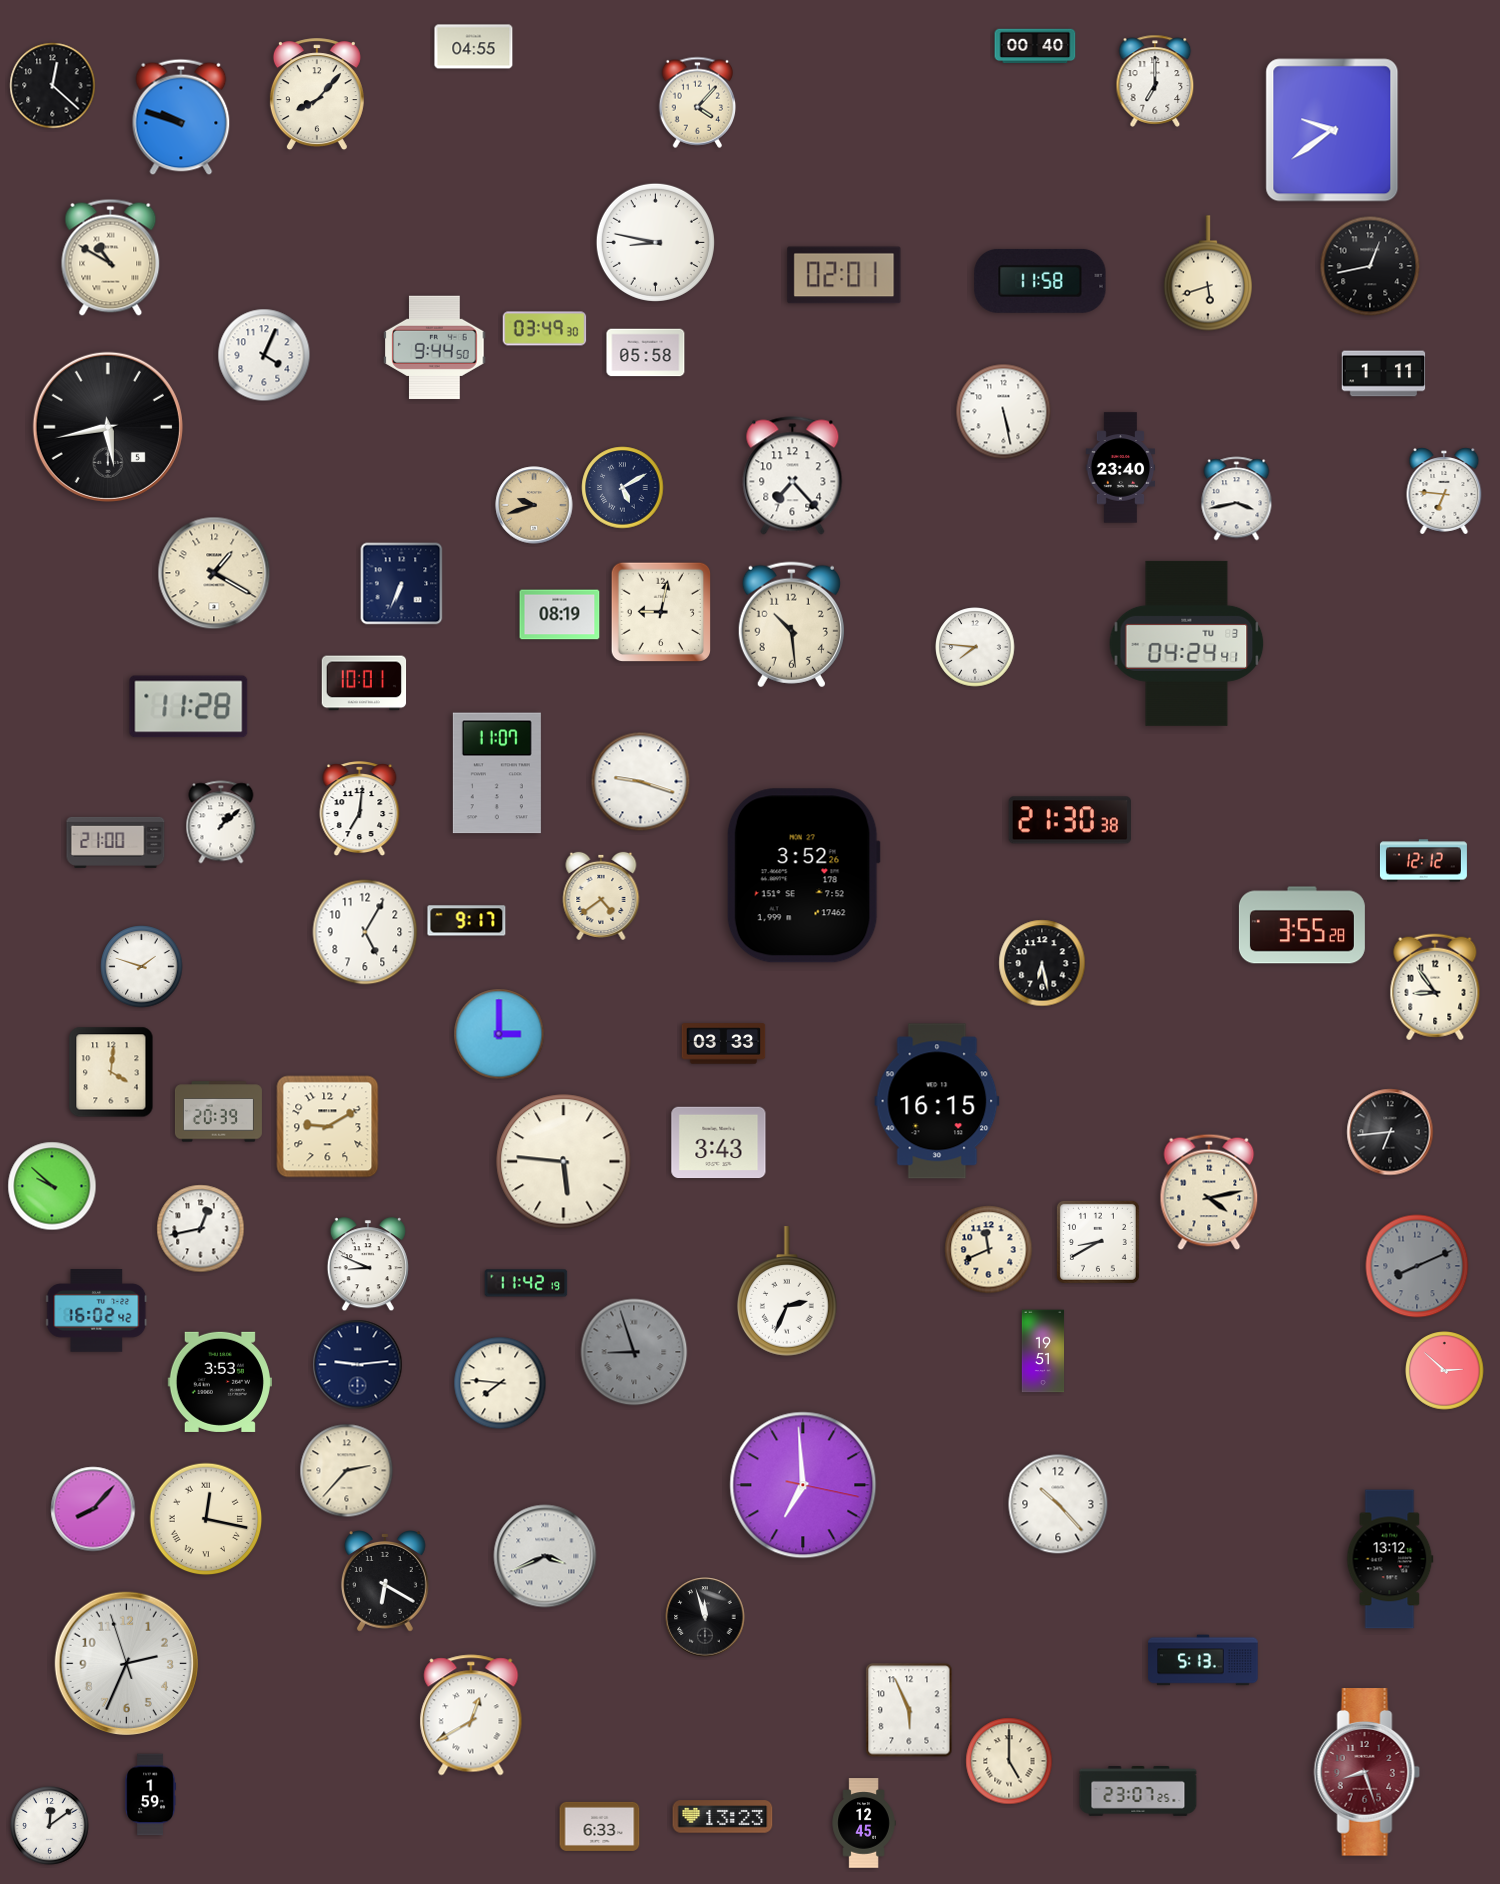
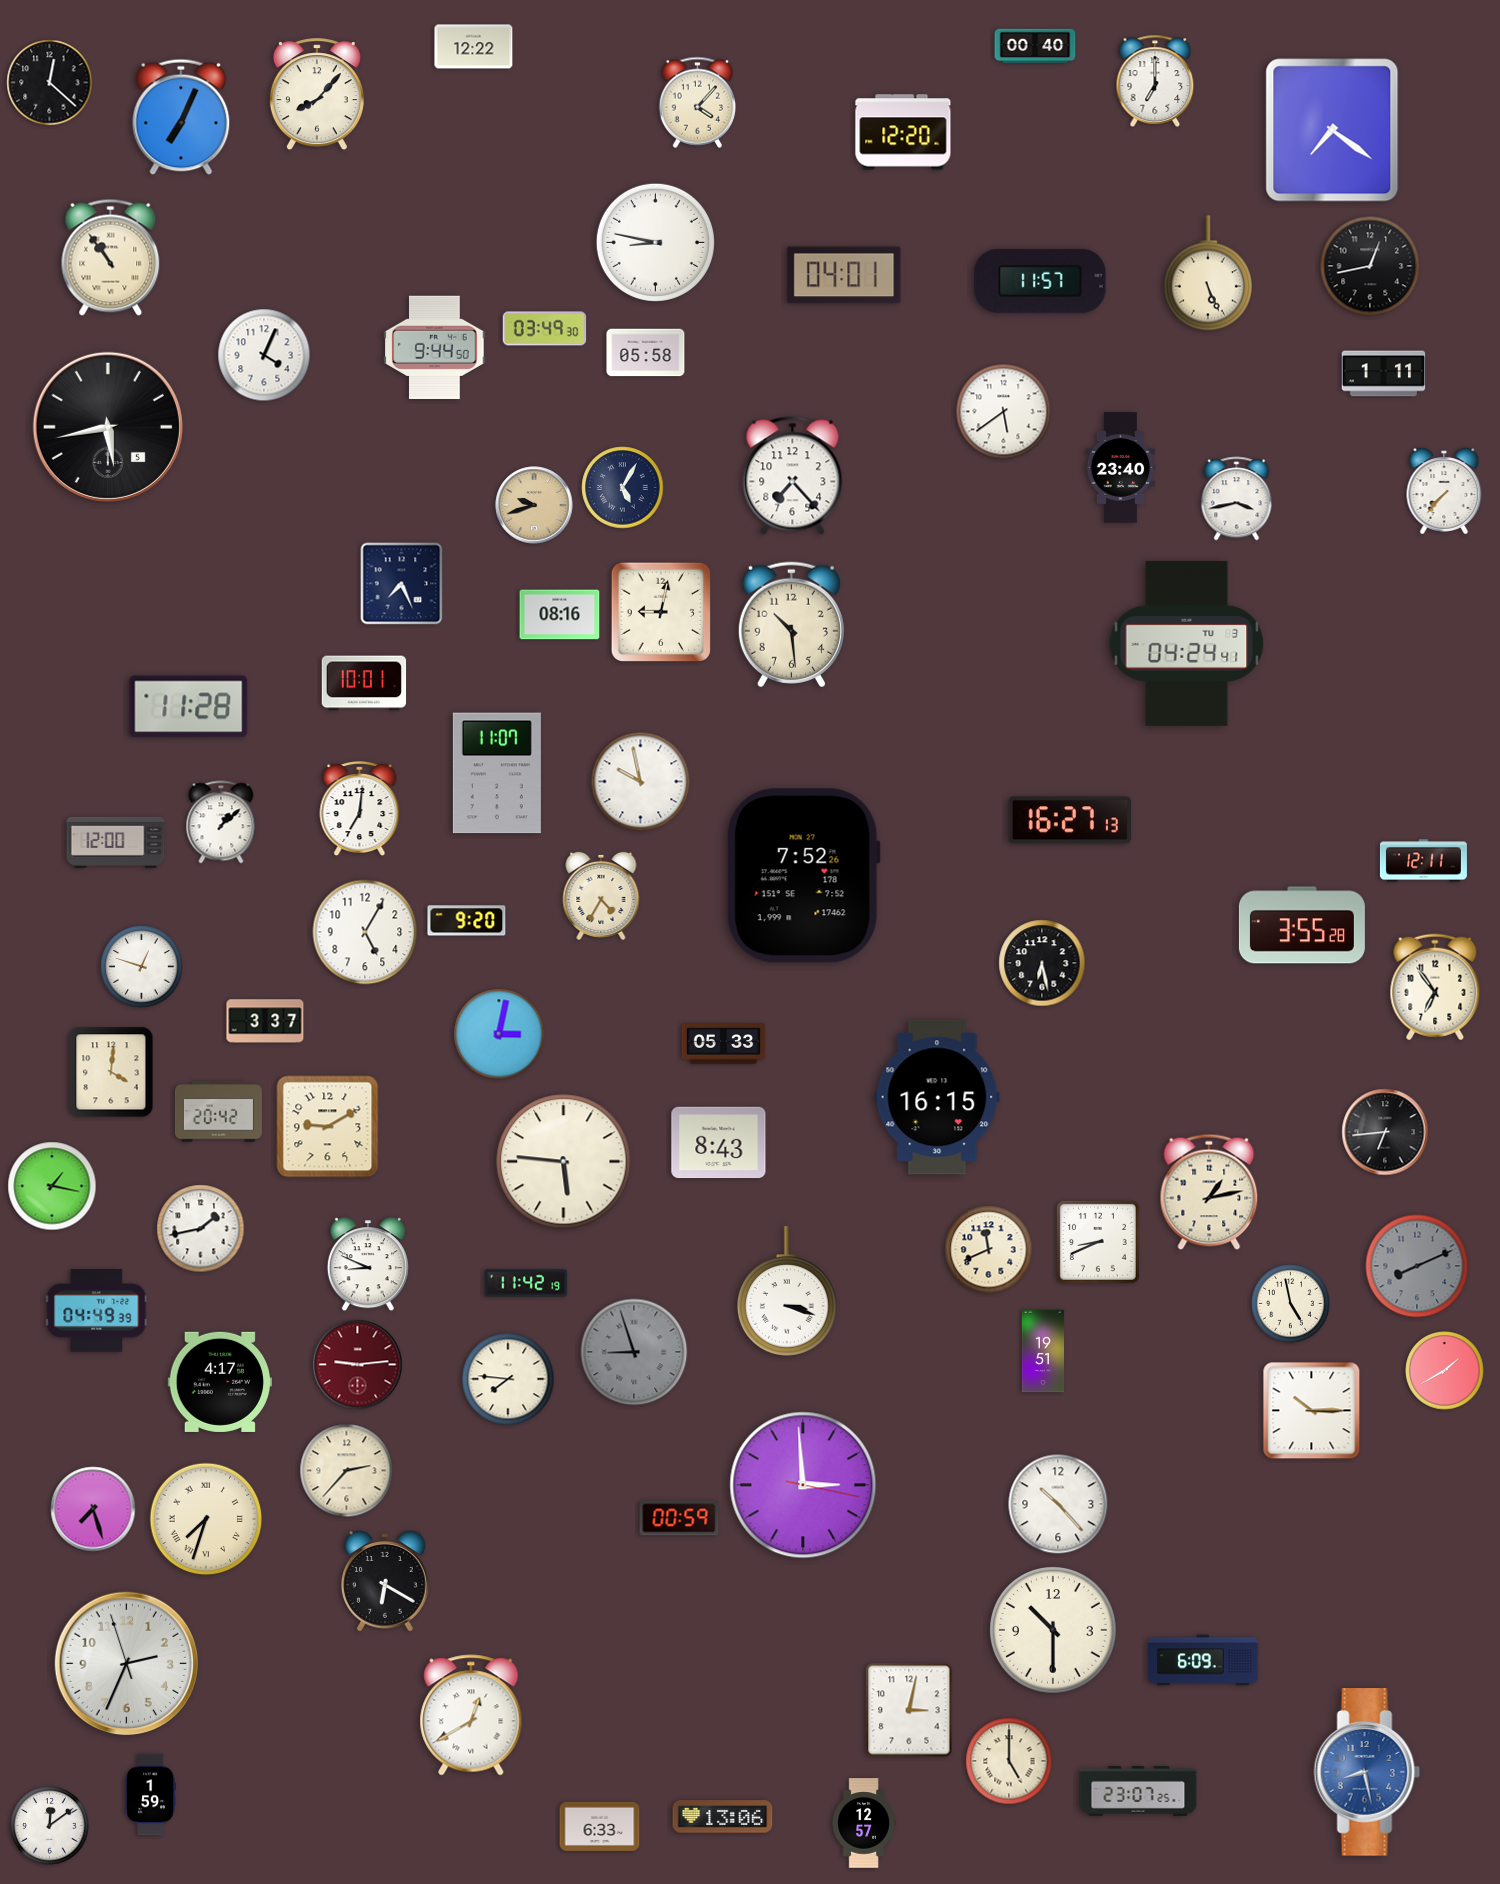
clock at (474, 47): 04:55 -> 12:22
clock at (53, 86) position: (53, 86) -> (50, 83)
clock at (181, 117): 9:48 -> 7:04
clock at (1332, 130): 9:39 -> 7:21
clock at (903, 132): none -> 12:20
clock at (111, 257): 10:50 -> 10:54
clock at (1208, 273): 5:42 -> 5:26
clock at (844, 275): 02:01 -> 04:01
clock at (1040, 281): 11:58 -> 11:57
clock at (1004, 412): 5:28 -> 5:39
clock at (623, 488): 5:10 -> 5:05
clock at (1444, 491): 6:46 -> 7:37
clock at (214, 573): 1:20 -> none
clock at (402, 584): 6:34 -> 7:26
clock at (560, 615): 08:19 -> 08:16
clock at (975, 647): 7:46 -> none
clock at (641, 782): 9:18 -> 9:58
clock at (1070, 820): 21:30 -> 16:27
clock at (116, 842): 21:00 -> 12:00
clock at (1423, 861): 12:12 -> 12:11
clock at (803, 876): 3:52 -> 7:52
clock at (601, 896): 4:39 -> 4:35
clock at (467, 921): 9:17 -> 9:20
clock at (142, 967): 1:48 -> 12:48
clock at (1435, 987): 8:54 -> 6:54
clock at (265, 1021): none -> 3:37
clock at (499, 1034): 3:00 -> 3:02
clock at (724, 1044): 03:33 -> 05:33
clock at (937, 1101) position: (937, 1101) -> (937, 1097)
clock at (218, 1112): 20:39 -> 20:42
clock at (1390, 1132) position: (1390, 1132) -> (1385, 1132)
clock at (719, 1143): 3:43 -> 8:43
clock at (52, 1186): 9:52 -> 1:17
clock at (1209, 1192): 4:13 -> 1:13
clock at (201, 1229): 12:43 -> 1:43
clock at (1098, 1242): 8:40 -> 8:41
clock at (788, 1291): 2:34 -> 3:18
clock at (1291, 1304): none -> 4:58
clock at (97, 1311): 16:02 -> 04:49
clock at (358, 1365) dial: navy -> burgundy
clock at (1445, 1371): 2:52 -> 1:40
clock at (220, 1382): 3:53 -> 4:17
clock at (500, 1383) position: (500, 1383) -> (508, 1379)
clock at (1312, 1411): none -> 10:15
clock at (803, 1485): 6:59 -> 2:59
clock at (93, 1509): 8:07 -> 7:27
clock at (679, 1518): none -> 00:59
clock at (206, 1519): 12:17 -> 7:33
clock at (545, 1556): 3:41 -> none
clock at (1390, 1559): 13:12 -> none
clock at (705, 1617): 11:57 -> none
clock at (1053, 1630): none -> 10:30
clock at (1203, 1660): 5:13 -> 6:09
clock at (909, 1710): 5:56 -> 3:02
clock at (1367, 1772): 8:27 -> 8:28
clock at (1367, 1772) dial: burgundy -> blue
clock at (723, 1817): 13:23 -> 13:06
clock at (864, 1823): 12:45 -> 12:57
